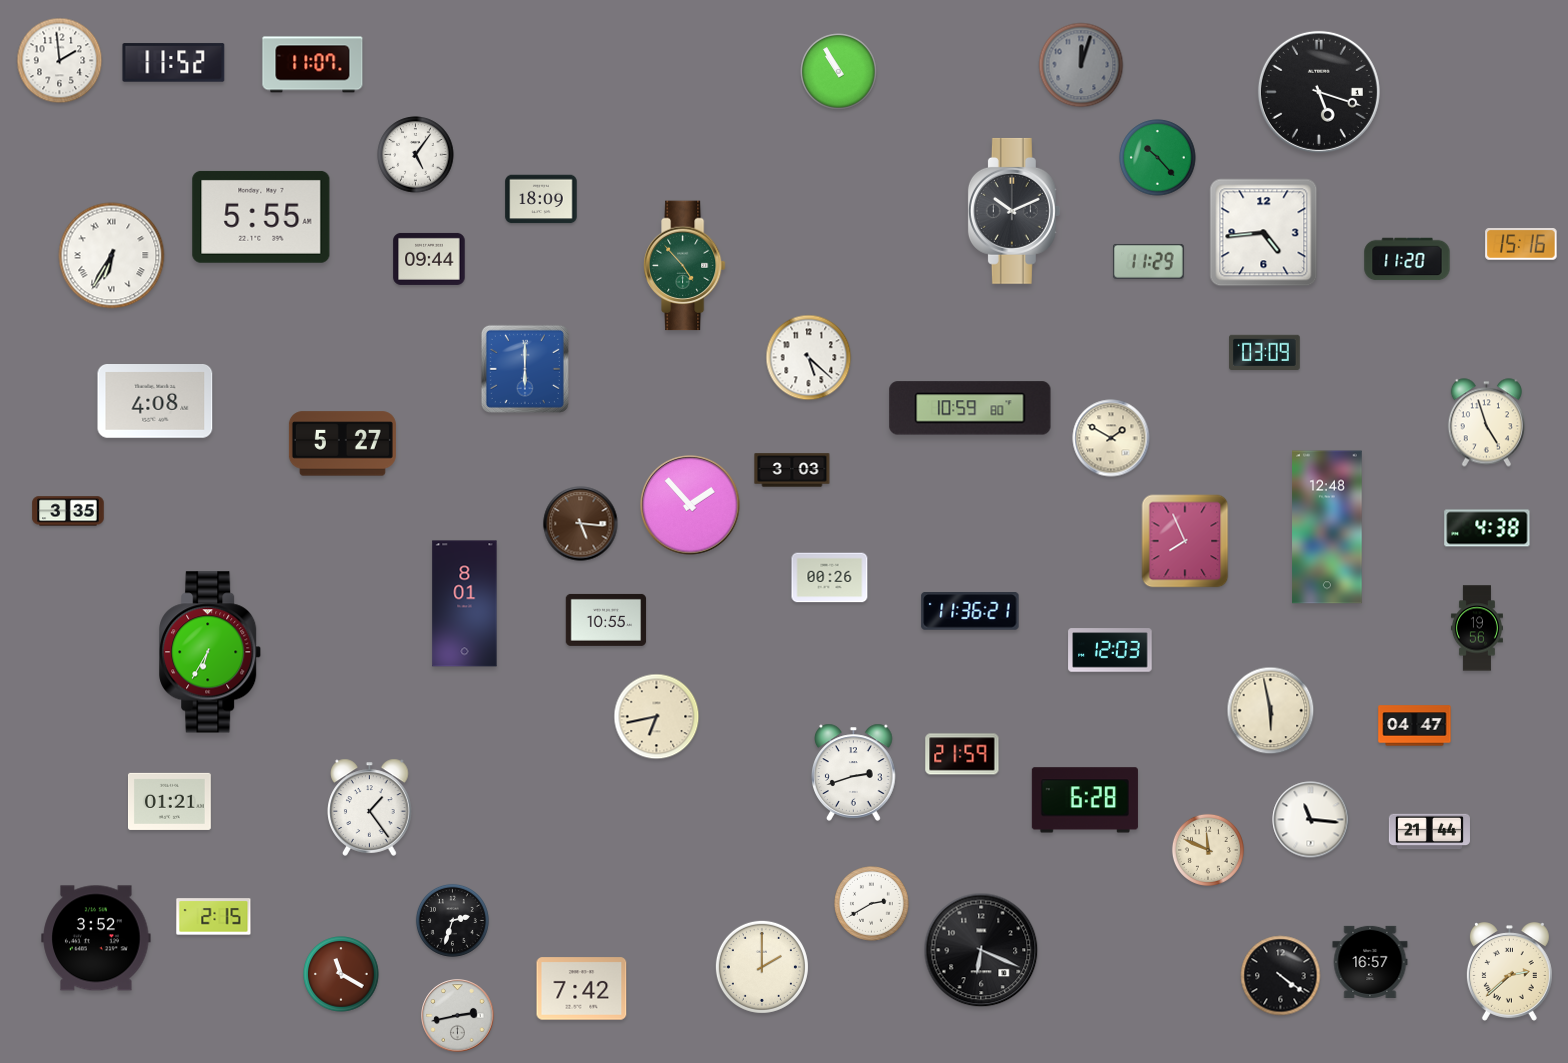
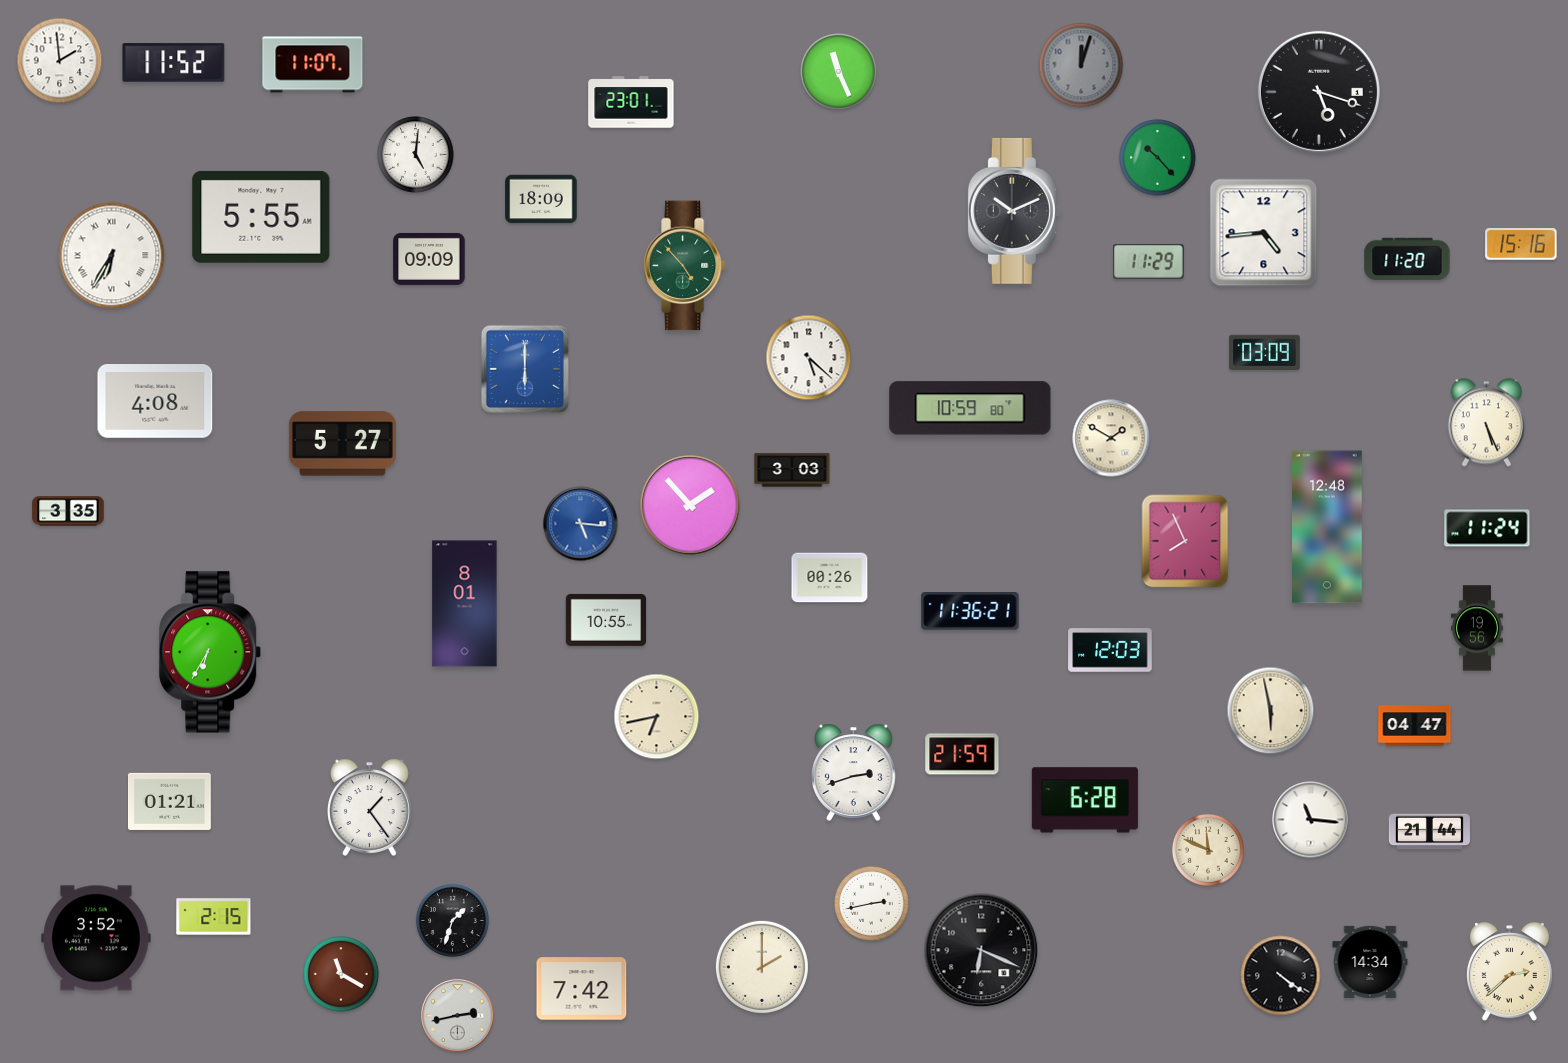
clock at (839, 72): 10:55 -> 11:26
clock at (631, 102): none -> 23:01
clock at (416, 155): 5:06 -> 5:01
clock at (429, 259): 09:44 -> 09:09
clock at (1486, 423): 4:57 -> 5:26
clock at (581, 524) dial: brown -> blue
clock at (1487, 528): 4:38 -> 11:24
clock at (872, 904): 2:40 -> 2:43
clock at (452, 920): 2:33 -> 1:33
clock at (1370, 962): 16:57 -> 14:34
